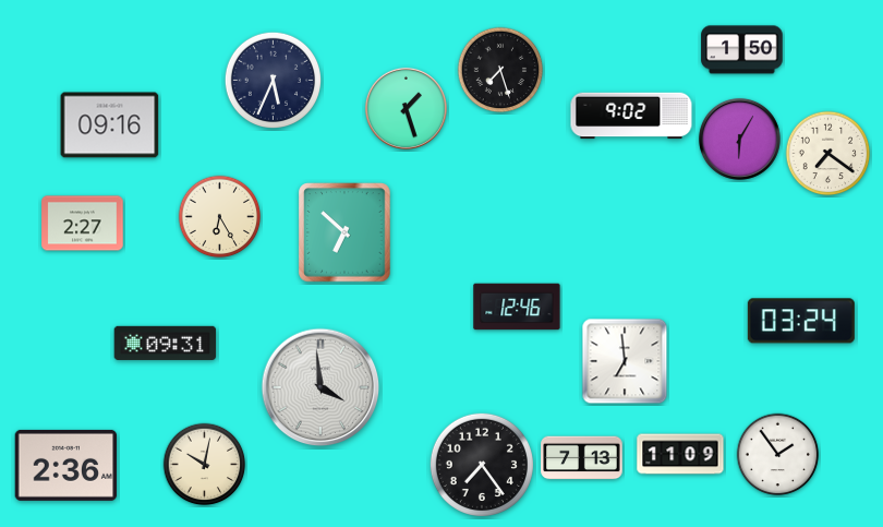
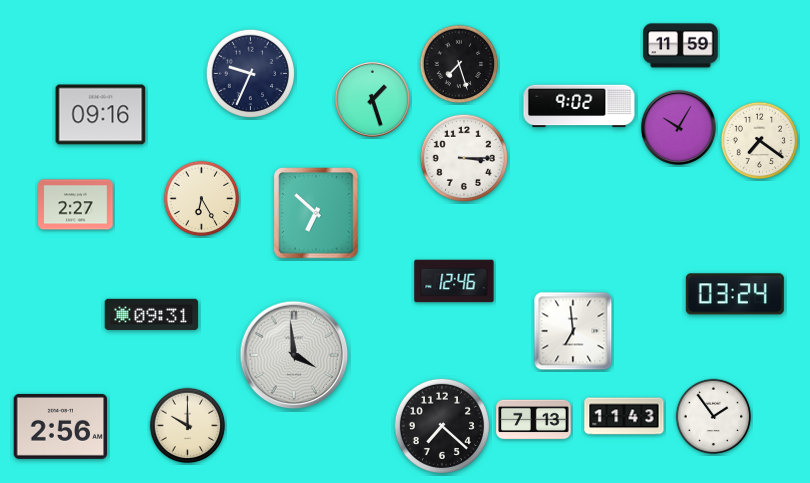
clock at (742, 50): 1:50 -> 11:59
clock at (273, 80): 5:34 -> 9:34
clock at (739, 139): 6:05 -> 10:05
clock at (463, 157): none -> 3:15
clock at (517, 307) position: (517, 307) -> (454, 281)
clock at (680, 454): 11:09 -> 11:43
clock at (66, 465): 2:36 -> 2:56
clock at (205, 465): 10:02 -> 10:00
clock at (482, 465): 7:24 -> 7:22
